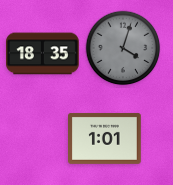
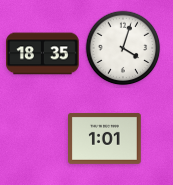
clock at (123, 48) dial: grey -> white
